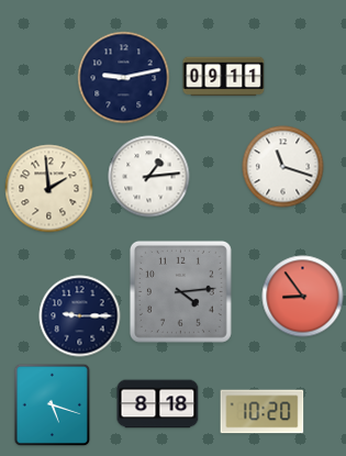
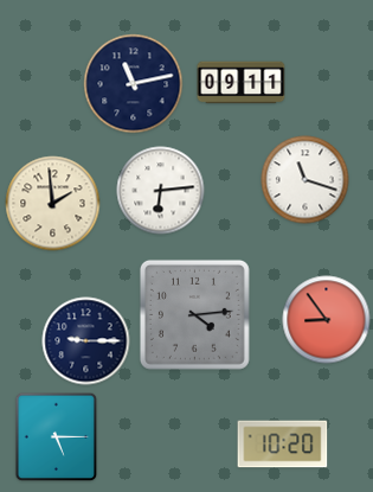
clock at (124, 78): 9:13 -> 11:13
clock at (149, 177): 1:14 -> 6:14
clock at (158, 404): 8:18 -> none
clock at (53, 405): 5:18 -> 5:15
